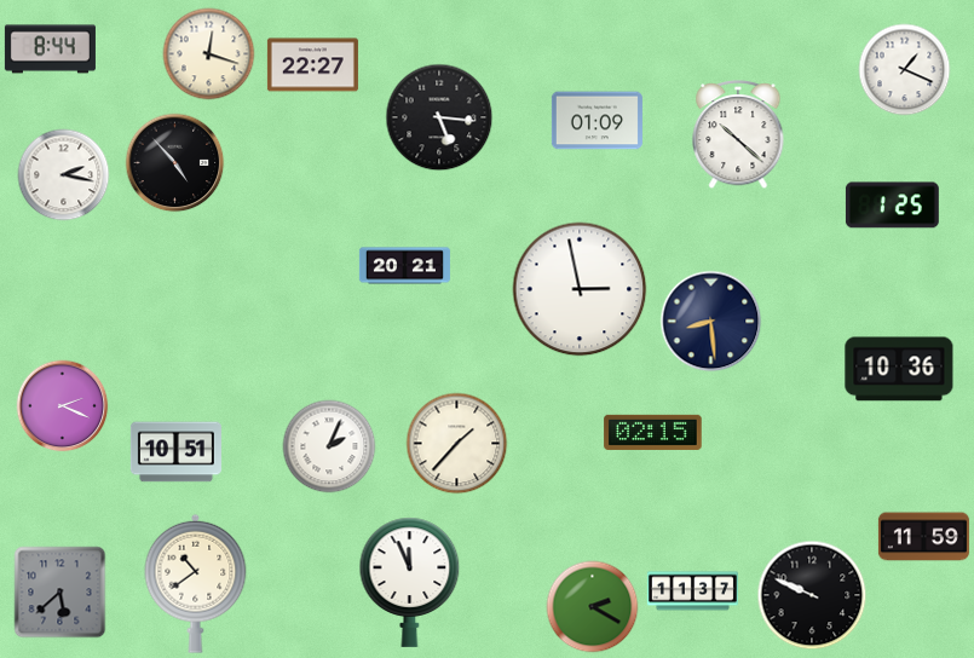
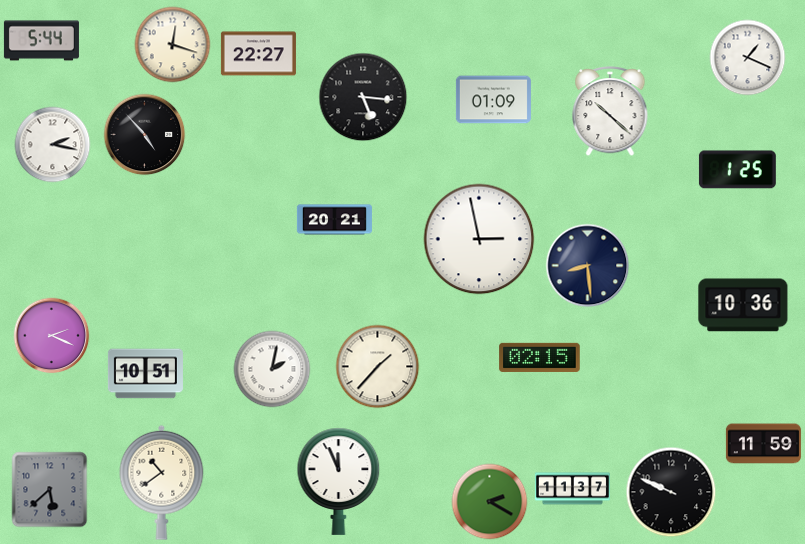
clock at (50, 50): 8:44 -> 5:44
clock at (329, 446): 2:04 -> 2:02
